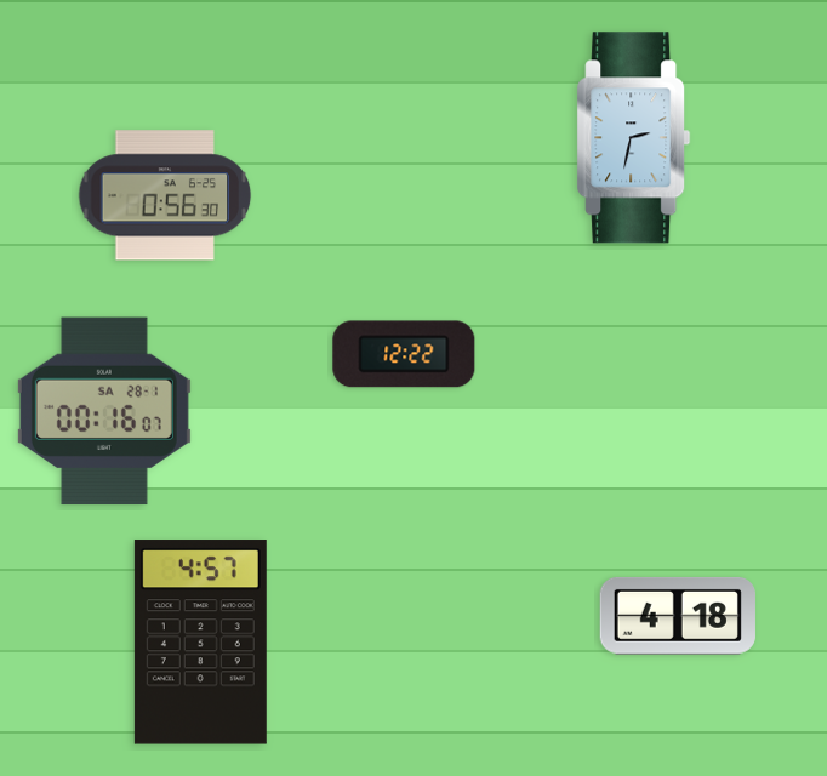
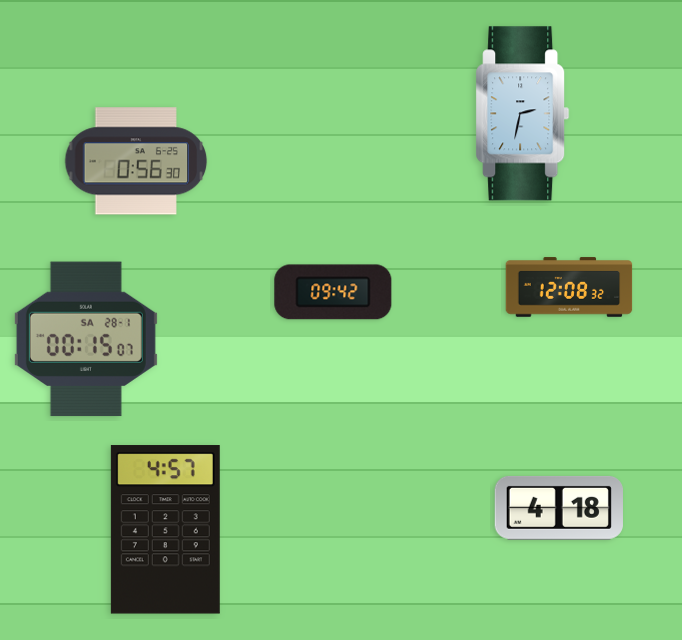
clock at (569, 287): none -> 12:08
clock at (404, 354): 12:22 -> 09:42
clock at (104, 411): 00:16 -> 00:15
